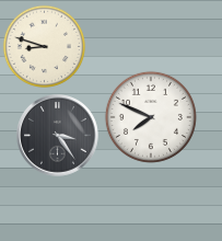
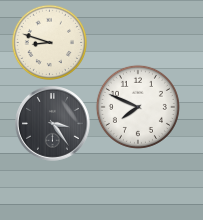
clock at (44, 46) position: (44, 46) -> (49, 42)
